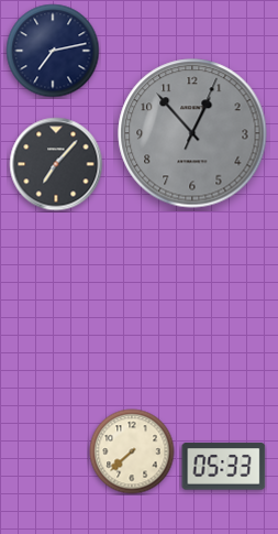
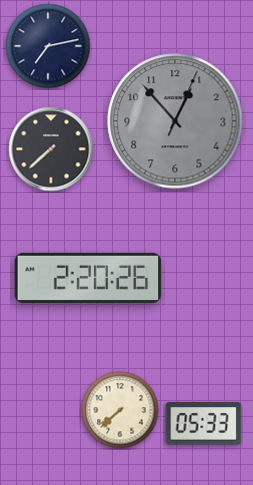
clock at (56, 164): 7:07 -> 7:38
clock at (88, 278): none -> 2:20
